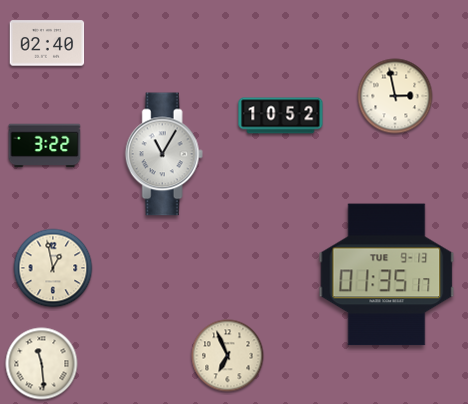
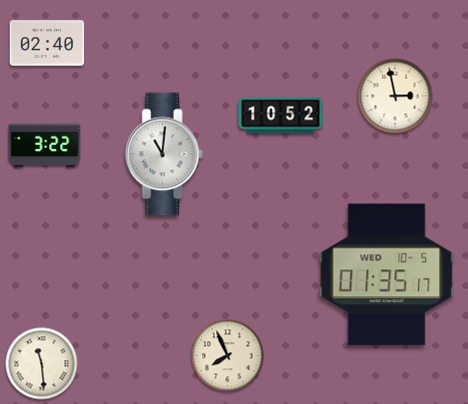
clock at (164, 154): 11:05 -> 11:01
clock at (53, 268): 12:58 -> none
clock at (387, 275) date: TUE 9-13 -> WED 10-5
clock at (228, 356): 6:56 -> 7:56
